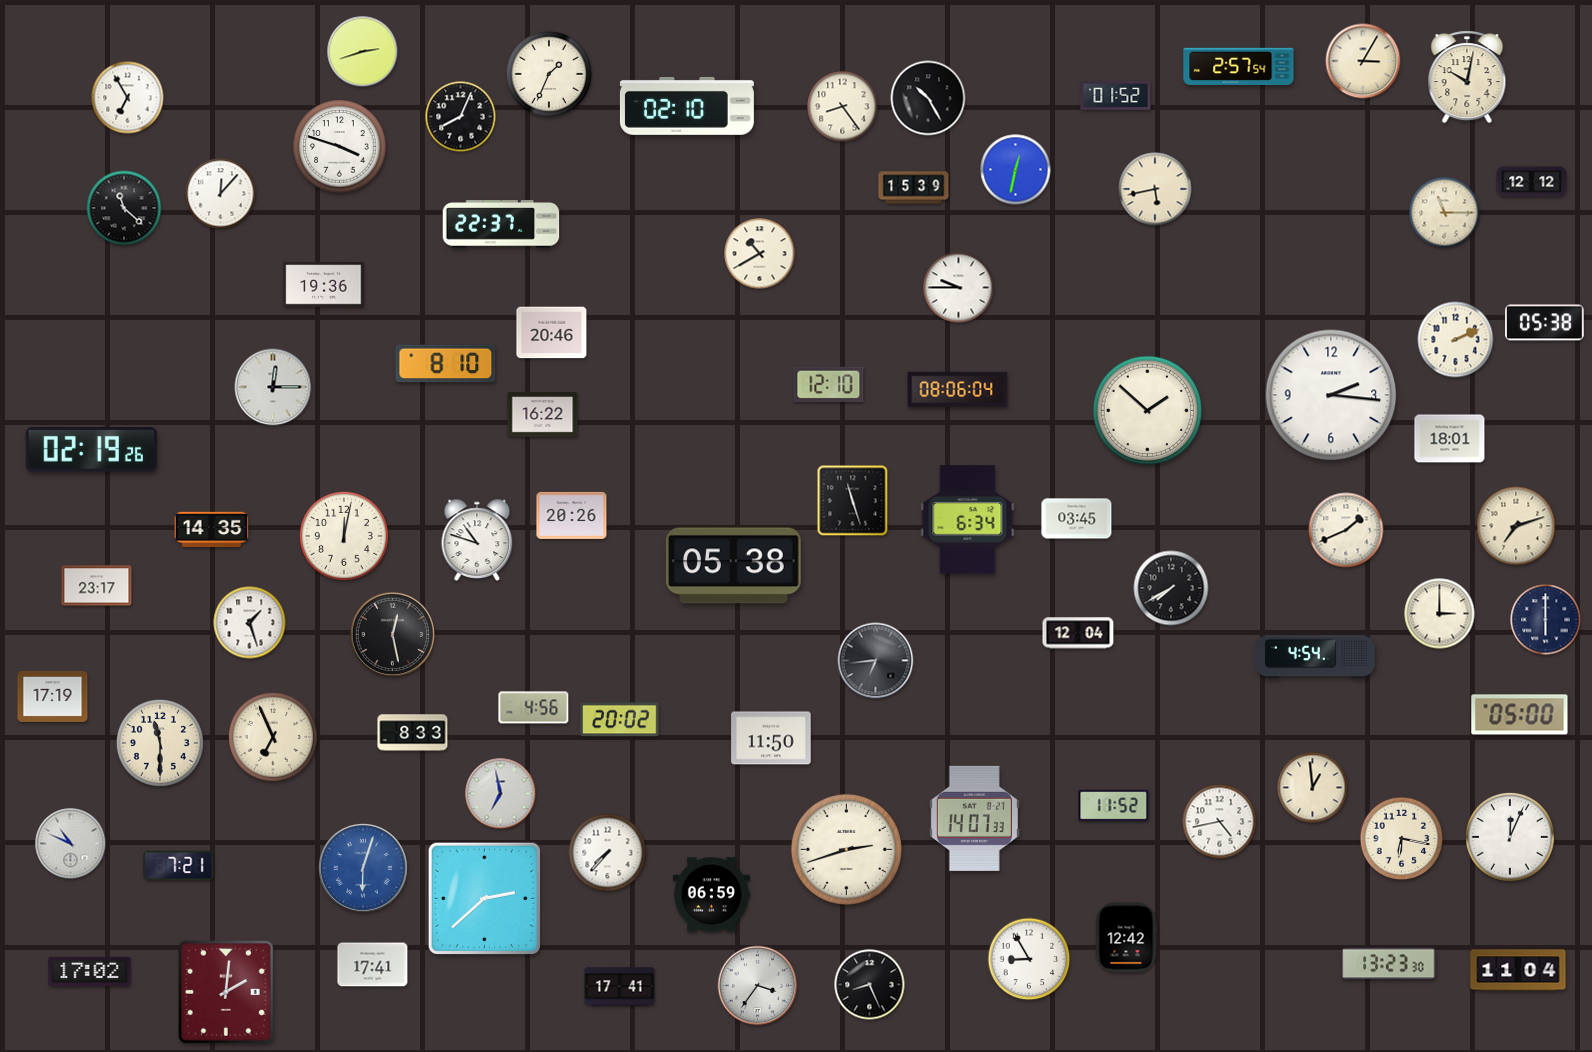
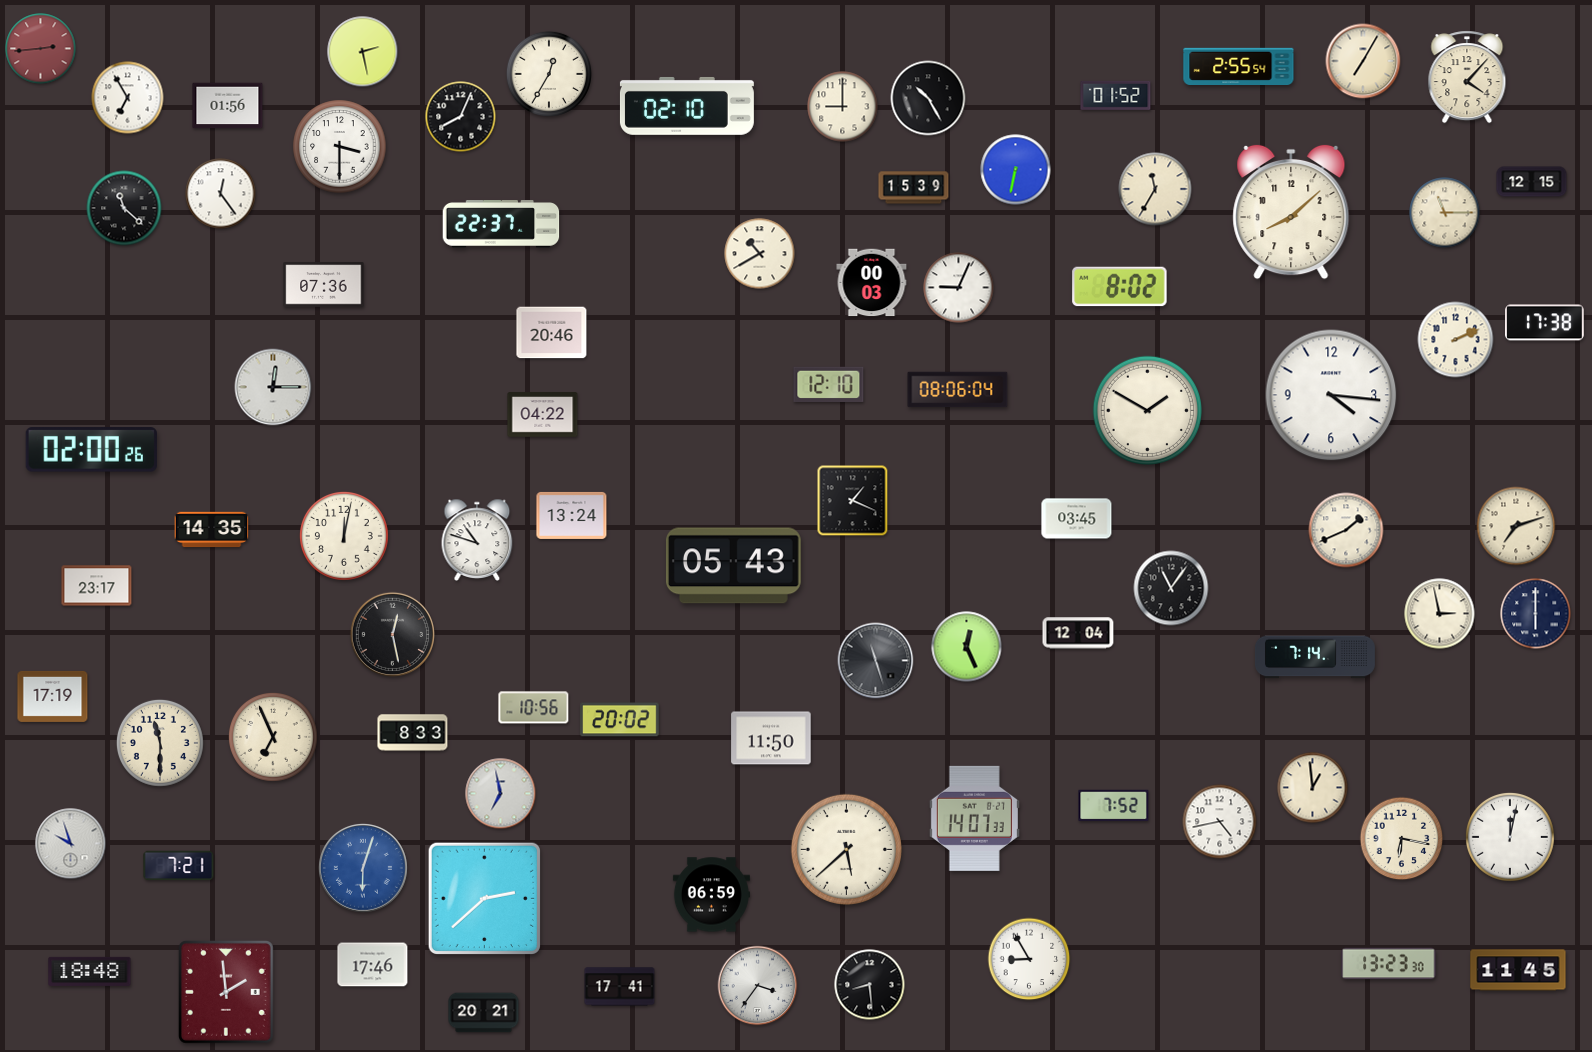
clock at (41, 49): none -> 2:44
clock at (363, 52): 2:42 -> 2:28
clock at (1363, 61): 3:05 -> 7:05
clock at (1239, 66): 2:57 -> 2:55
clock at (548, 73): 1:34 -> 12:35
clock at (1467, 77): 10:02 -> 4:07
clock at (228, 106): none -> 01:56
clock at (843, 107): 8:24 -> 9:00
clock at (340, 147): 3:48 -> 3:30
clock at (1016, 170): 12:32 -> 6:32
clock at (1532, 182): 12:12 -> 12:15
clock at (1155, 189): 5:43 -> 11:35
clock at (221, 194): 12:07 -> 12:24
clock at (1291, 212): none -> 8:08
clock at (872, 283): none -> 00:03
clock at (324, 285): 19:36 -> 07:36
clock at (1120, 287): none -> 8:02
clock at (959, 288): 9:45 -> 9:04
clock at (1545, 323): 05:38 -> 17:38
clock at (446, 364): 8:10 -> none
clock at (1331, 395): 2:16 -> 4:16
clock at (1147, 410): 1:52 -> 1:50
clock at (543, 415): 16:22 -> 04:22
clock at (1450, 439): 18:01 -> none
clock at (91, 450): 02:19 -> 02:00
clock at (853, 501): 11:27 -> 1:19
clock at (572, 515): 20:26 -> 13:24
clock at (968, 520): 6:34 -> none
clock at (733, 566): 05:38 -> 05:43
clock at (1171, 588): 7:40 -> 11:06
clock at (1440, 614): 3:00 -> 2:58
clock at (1546, 620) position: (1546, 620) -> (1536, 614)
clock at (250, 623): 1:27 -> none
clock at (967, 647): none -> 12:26
clock at (1315, 657): 4:54 -> 7:14
clock at (876, 661): 6:44 -> 11:27
clock at (534, 708): 4:56 -> 10:56
clock at (1520, 715): 05:00 -> none
clock at (1114, 806): 11:52 -> 7:52
clock at (1510, 837): 12:04 -> 12:02
clock at (71, 844): 10:49 -> 9:57
clock at (846, 849): 2:42 -> 5:38
clock at (608, 853): 7:37 -> none
clock at (1126, 938): 12:42 -> none
clock at (373, 965): 17:41 -> 17:46
clock at (1518, 970): 11:04 -> 11:45
clock at (90, 971): 17:02 -> 18:48
clock at (870, 985): 8:26 -> 8:29
clock at (226, 992): 2:01 -> 1:59
clock at (484, 1013): none -> 20:21
